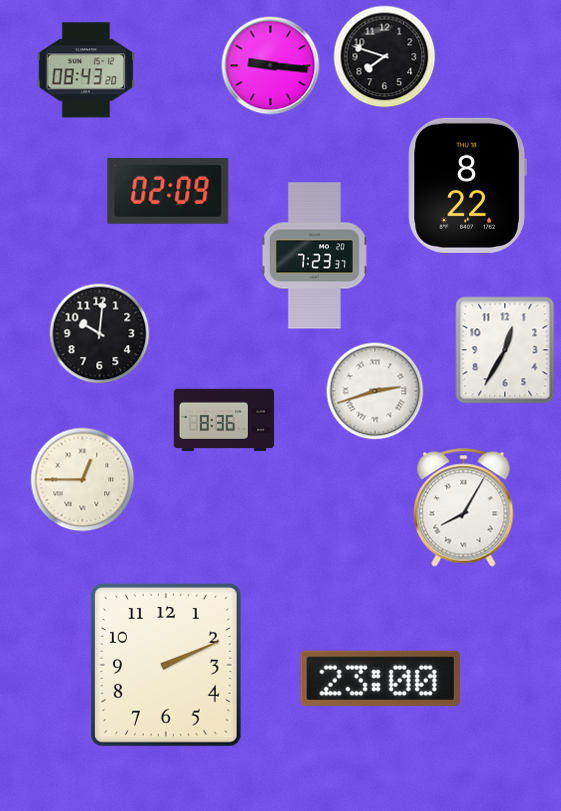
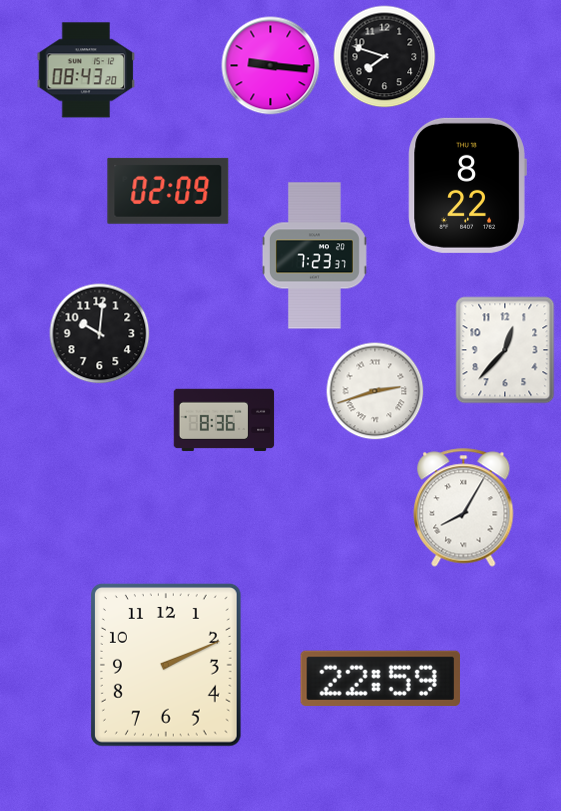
clock at (505, 350): 12:35 -> 12:37
clock at (83, 480): 12:45 -> none
clock at (380, 678): 23:00 -> 22:59
